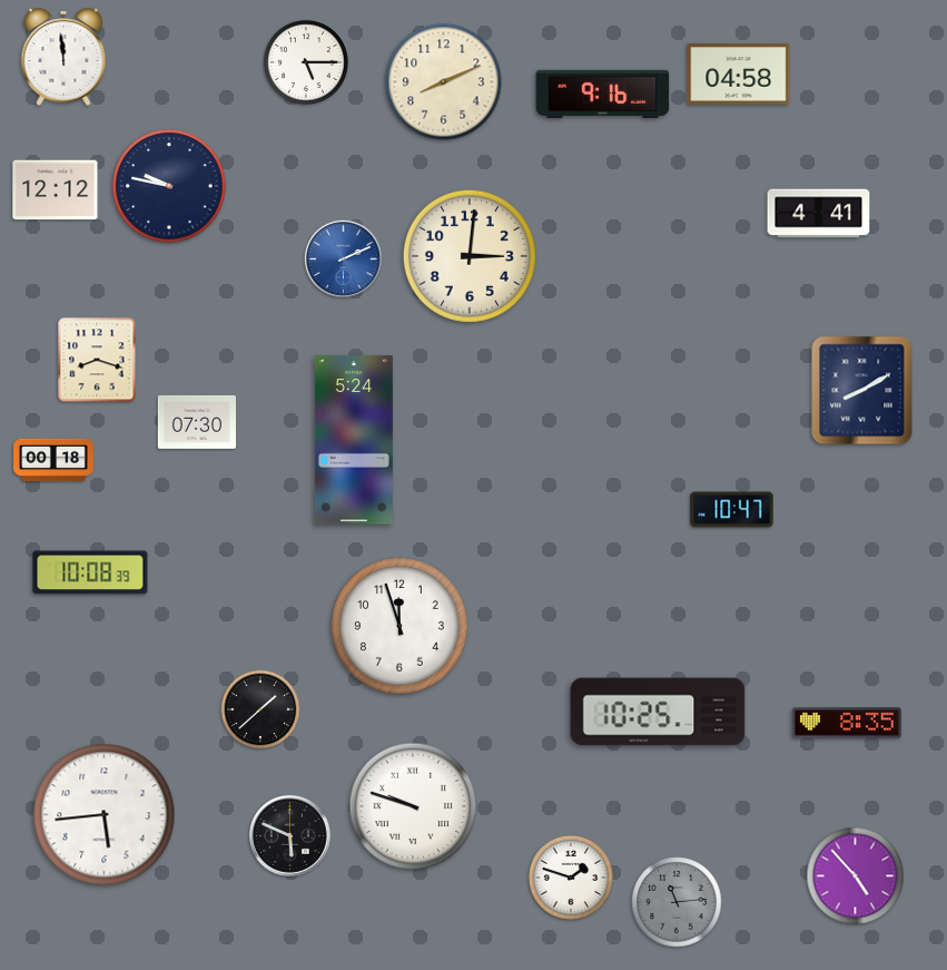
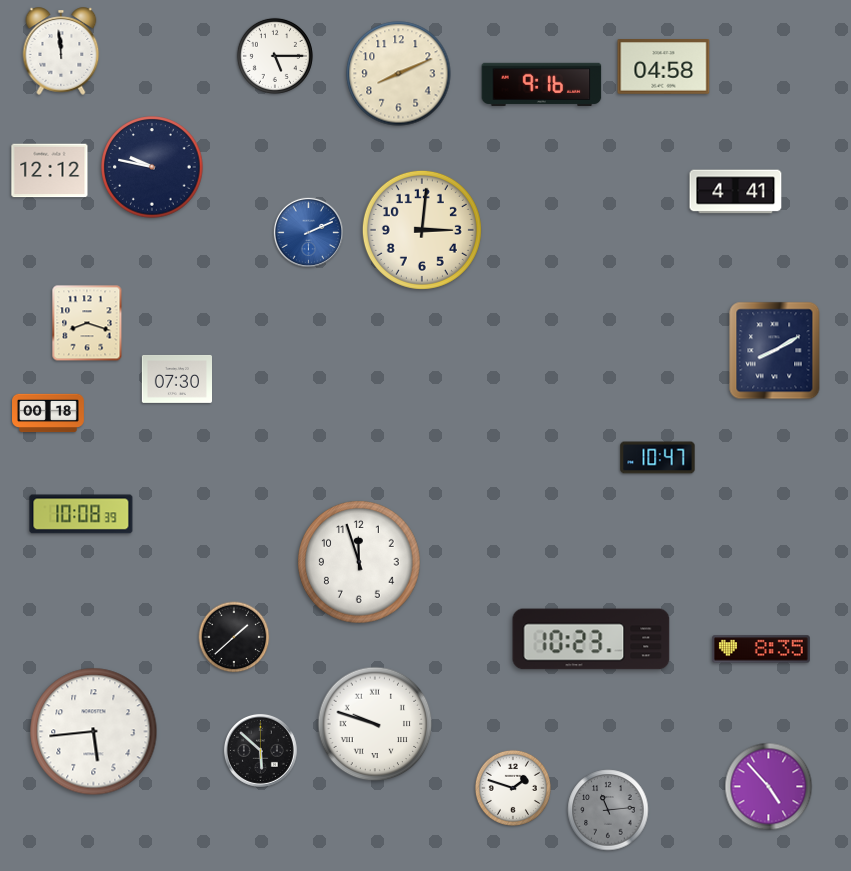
clock at (63, 57) position: (63, 57) -> (61, 51)
clock at (354, 440): 5:24 -> none
clock at (658, 712): 10:25 -> 10:23
clock at (413, 806) position: (413, 806) -> (375, 724)
clock at (289, 835): 5:49 -> 5:52
